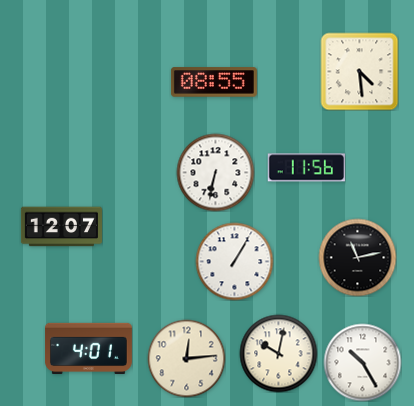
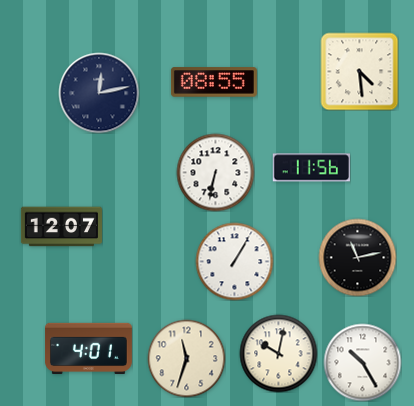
clock at (99, 93): none -> 12:13
clock at (306, 168) position: (306, 168) -> (311, 168)
clock at (186, 358): 12:14 -> 11:33
